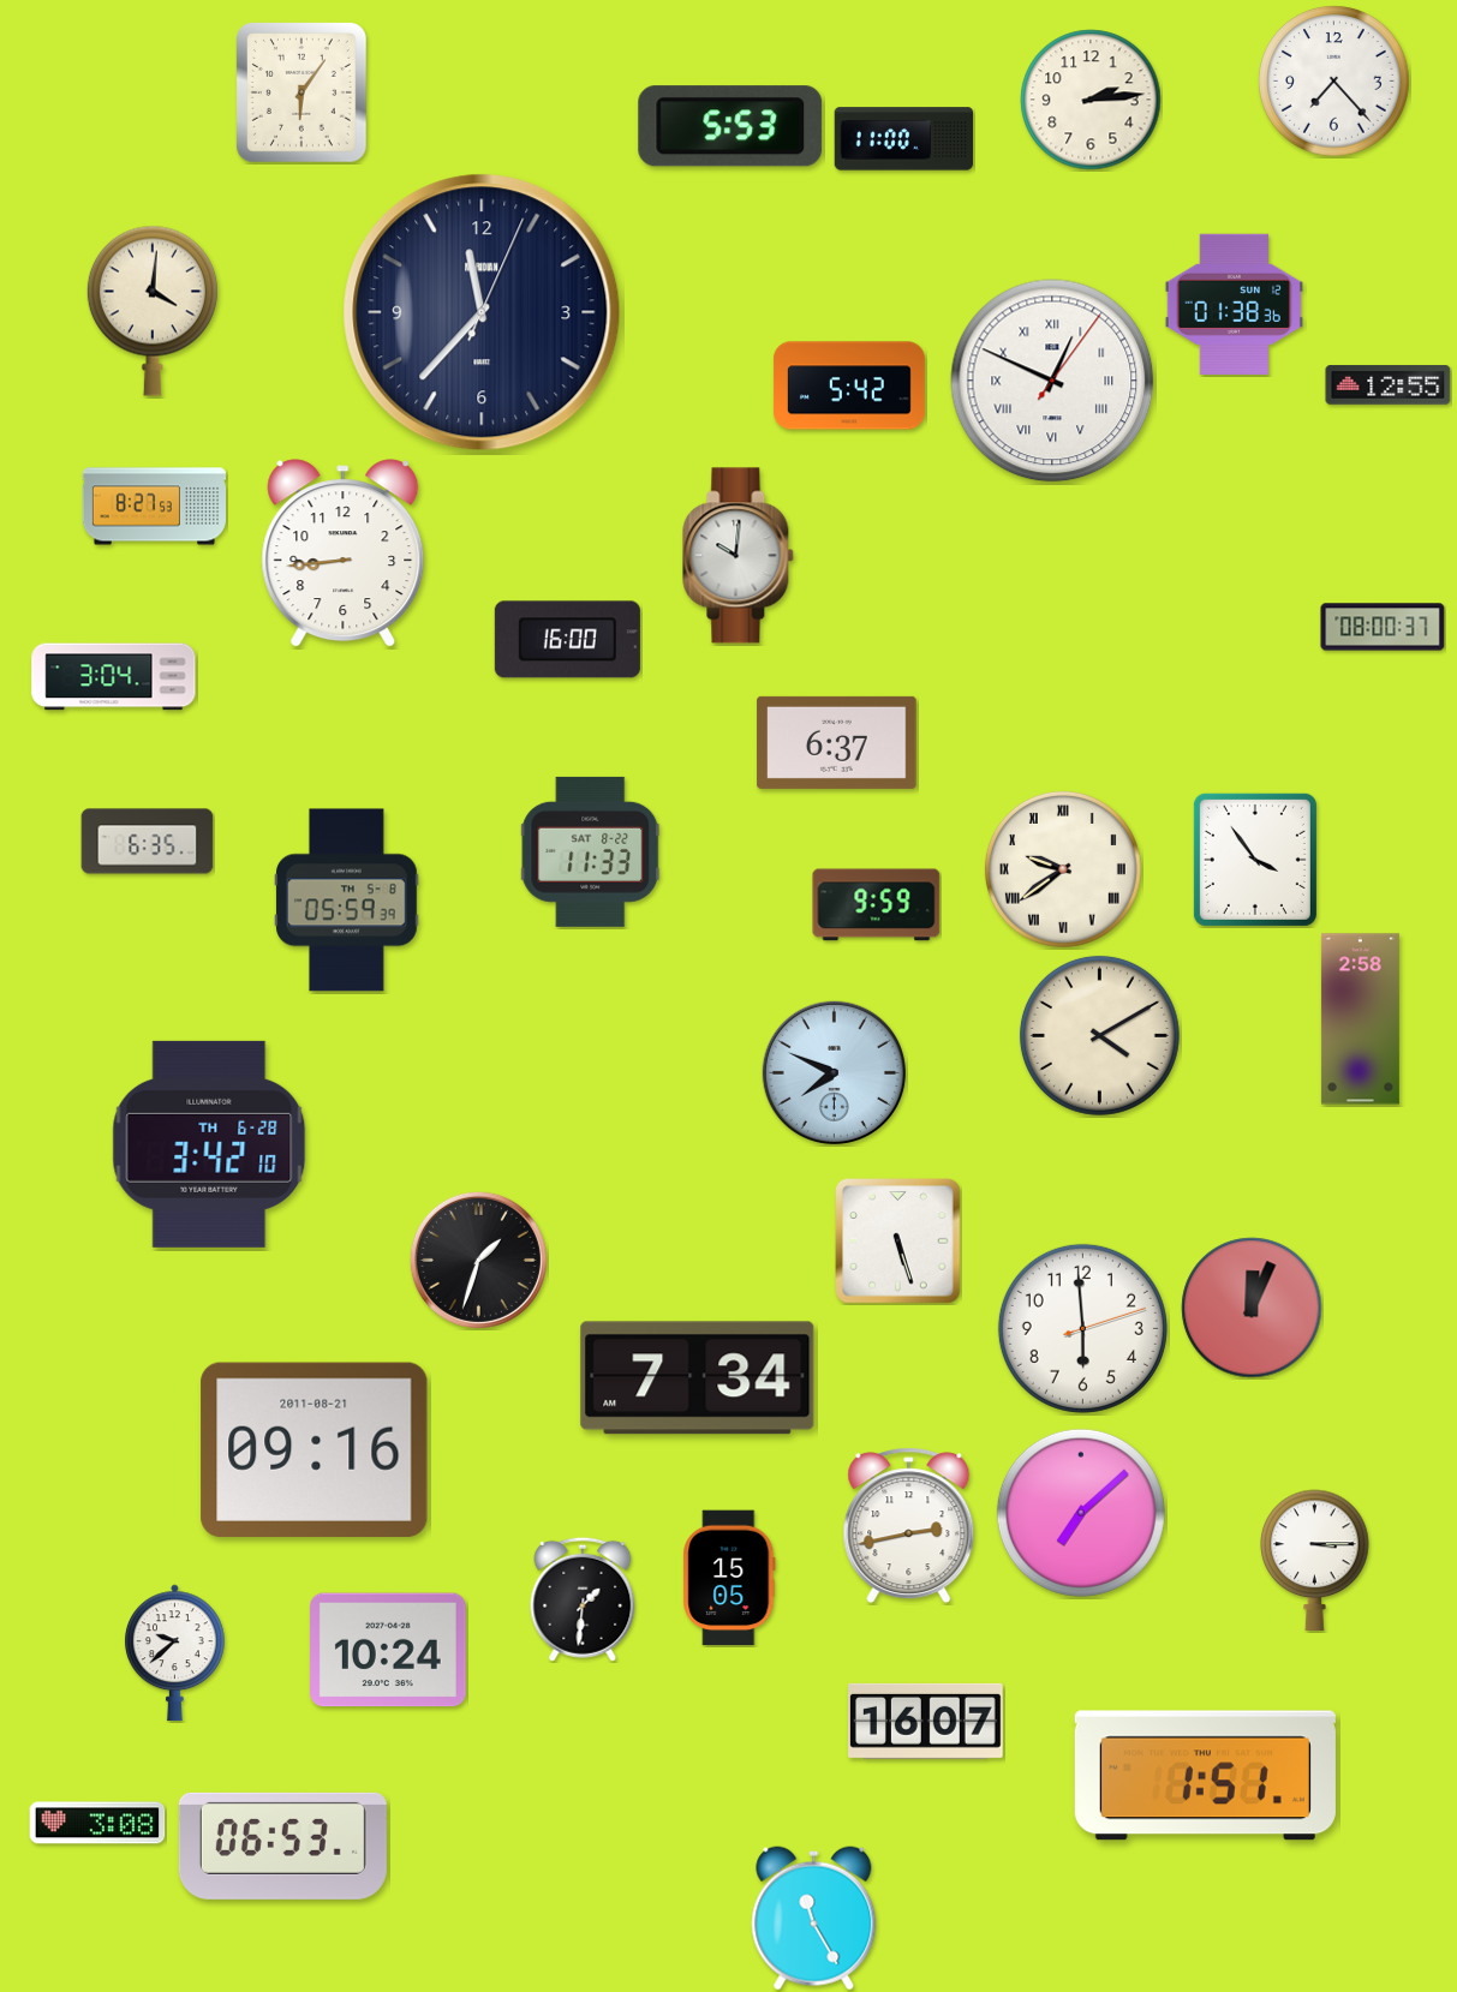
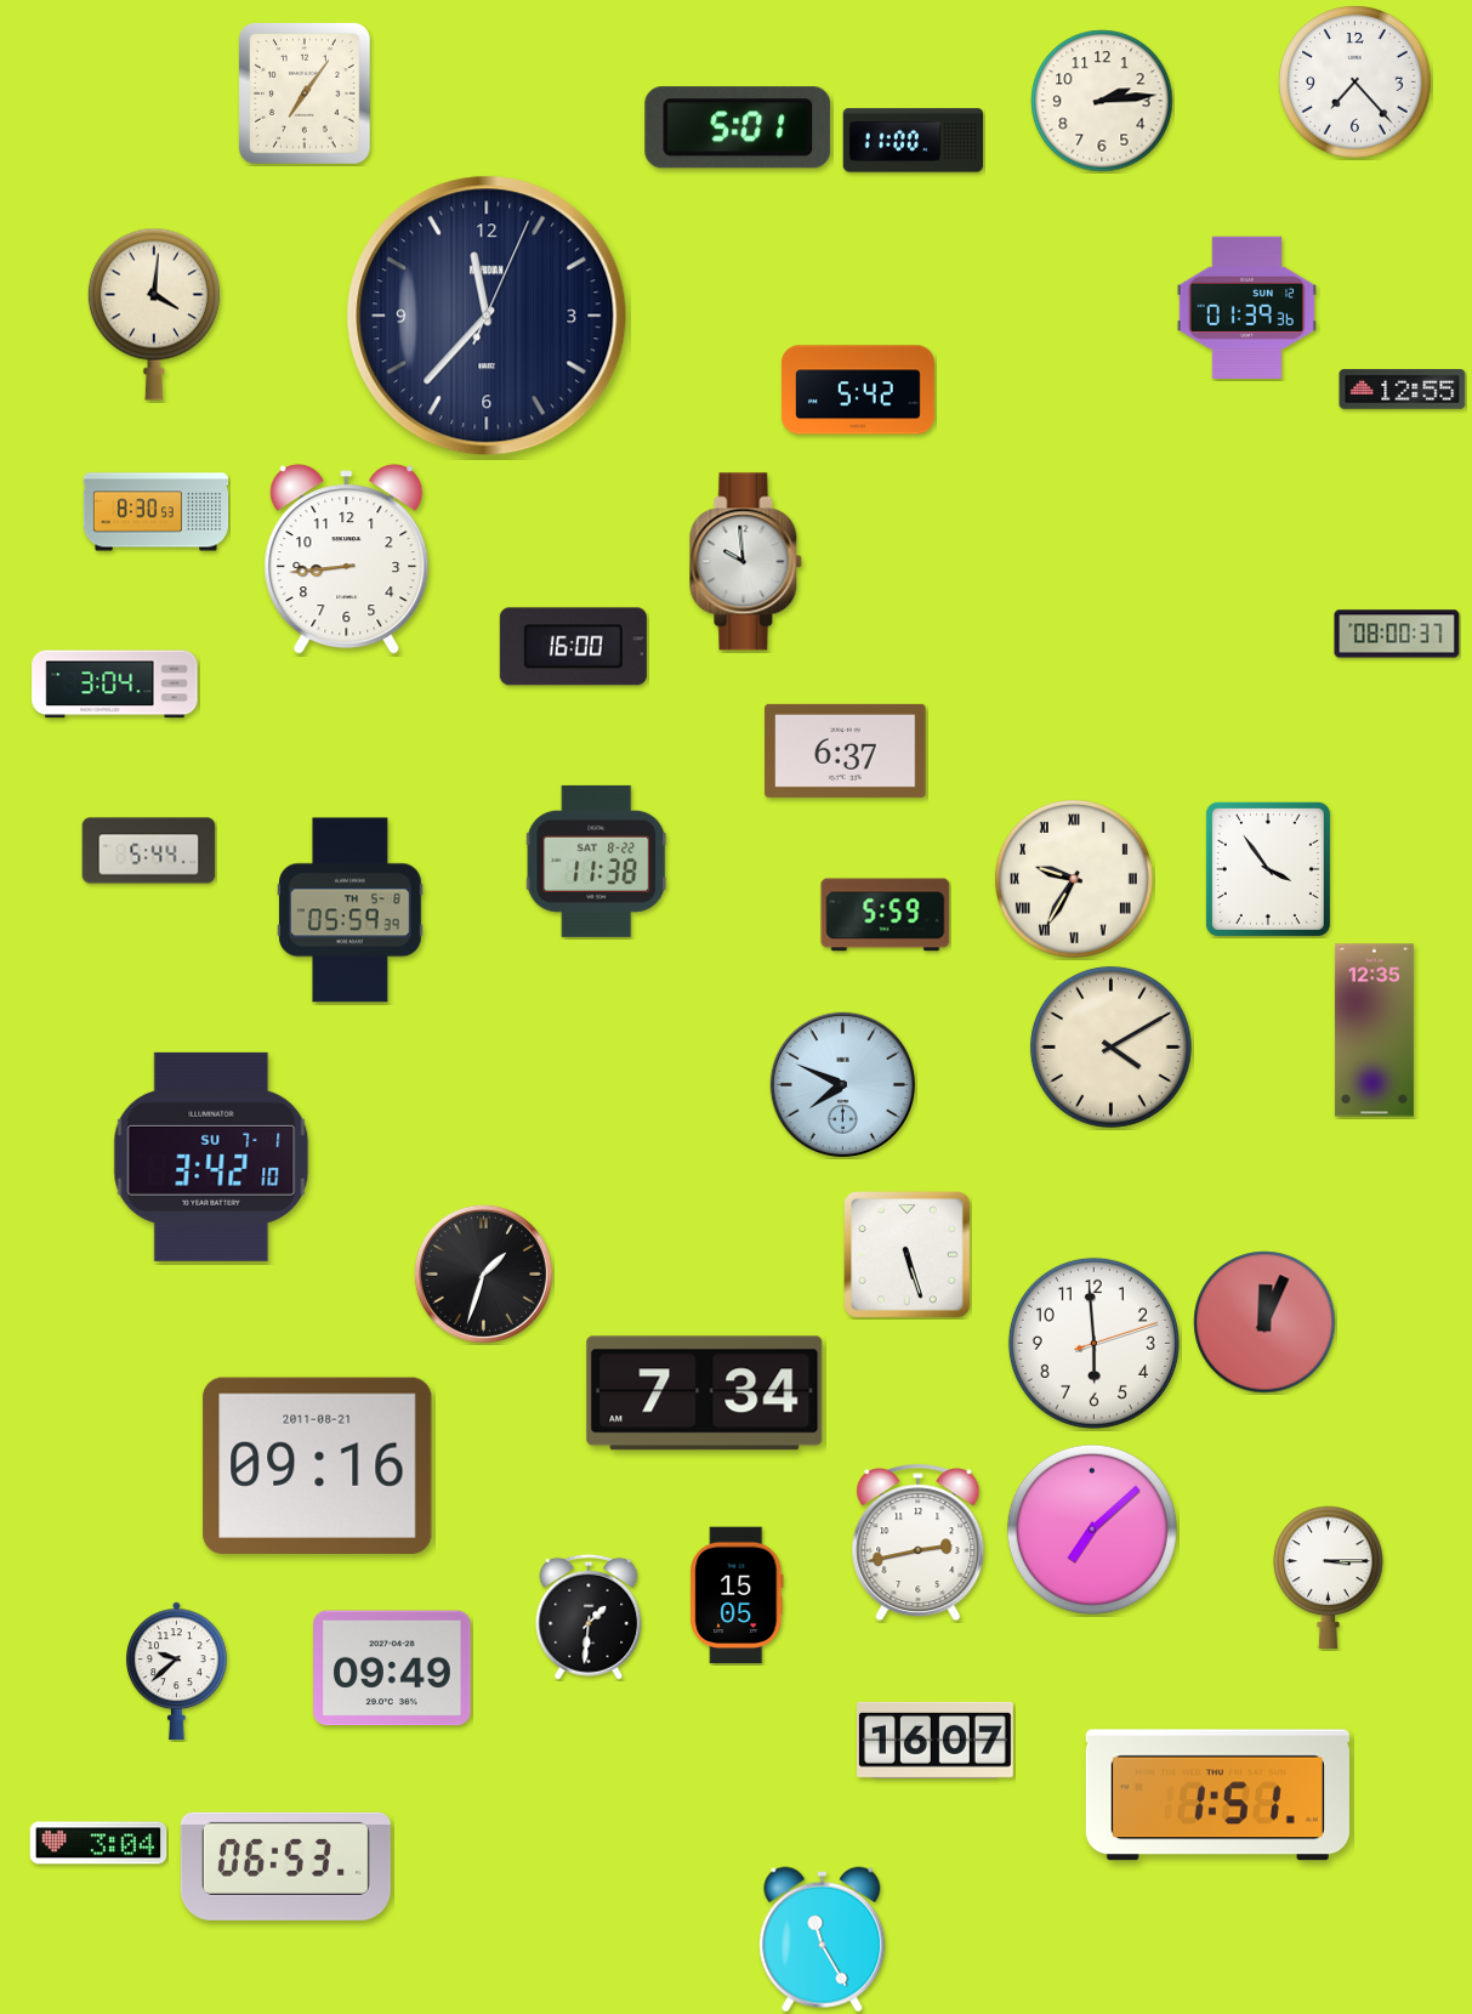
clock at (1334, 82) position: (1334, 82) -> (1356, 83)
clock at (301, 92): 6:06 -> 7:06
clock at (730, 126): 5:53 -> 5:01
clock at (1234, 304): 01:38 -> 01:39
clock at (1052, 381): 12:49 -> none
clock at (154, 507): 8:27 -> 8:30
clock at (739, 556): 10:01 -> 9:59
clock at (148, 842): 6:35 -> 5:44
clock at (591, 851): 11:33 -> 11:38
clock at (1063, 869): 9:39 -> 9:35
clock at (877, 905): 9:59 -> 5:59
clock at (1360, 1019): 2:58 -> 12:35
clock at (209, 1144) date: TH 6-28 -> SU 7-1
clock at (389, 1650): 10:24 -> 09:49
clock at (97, 1823): 3:08 -> 3:04
